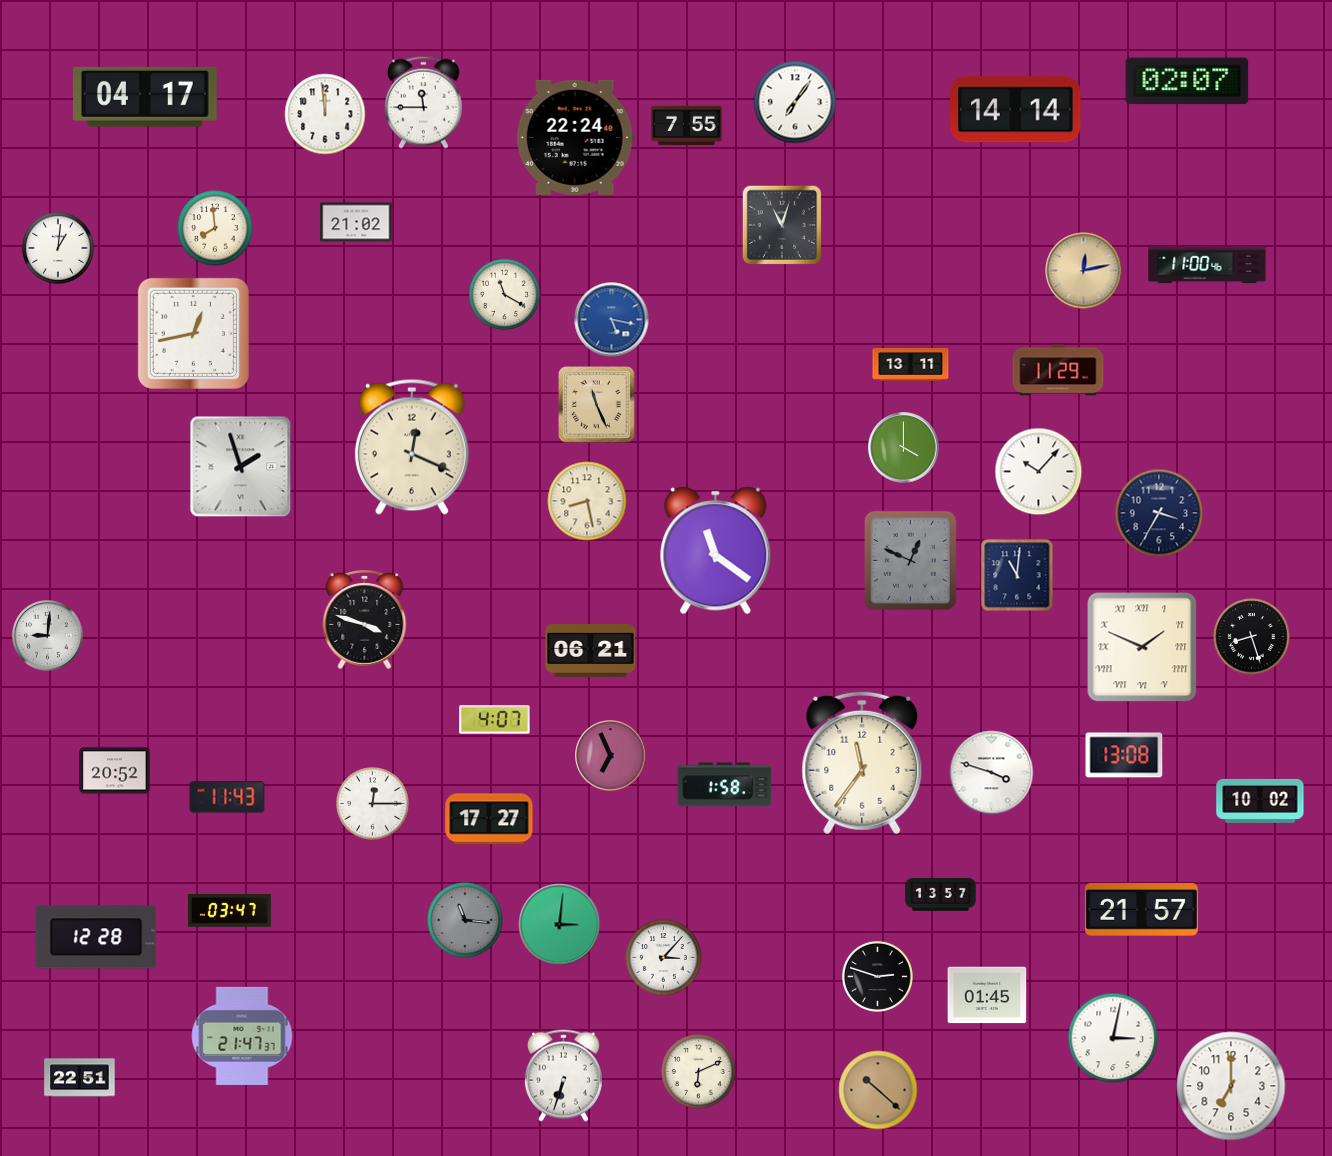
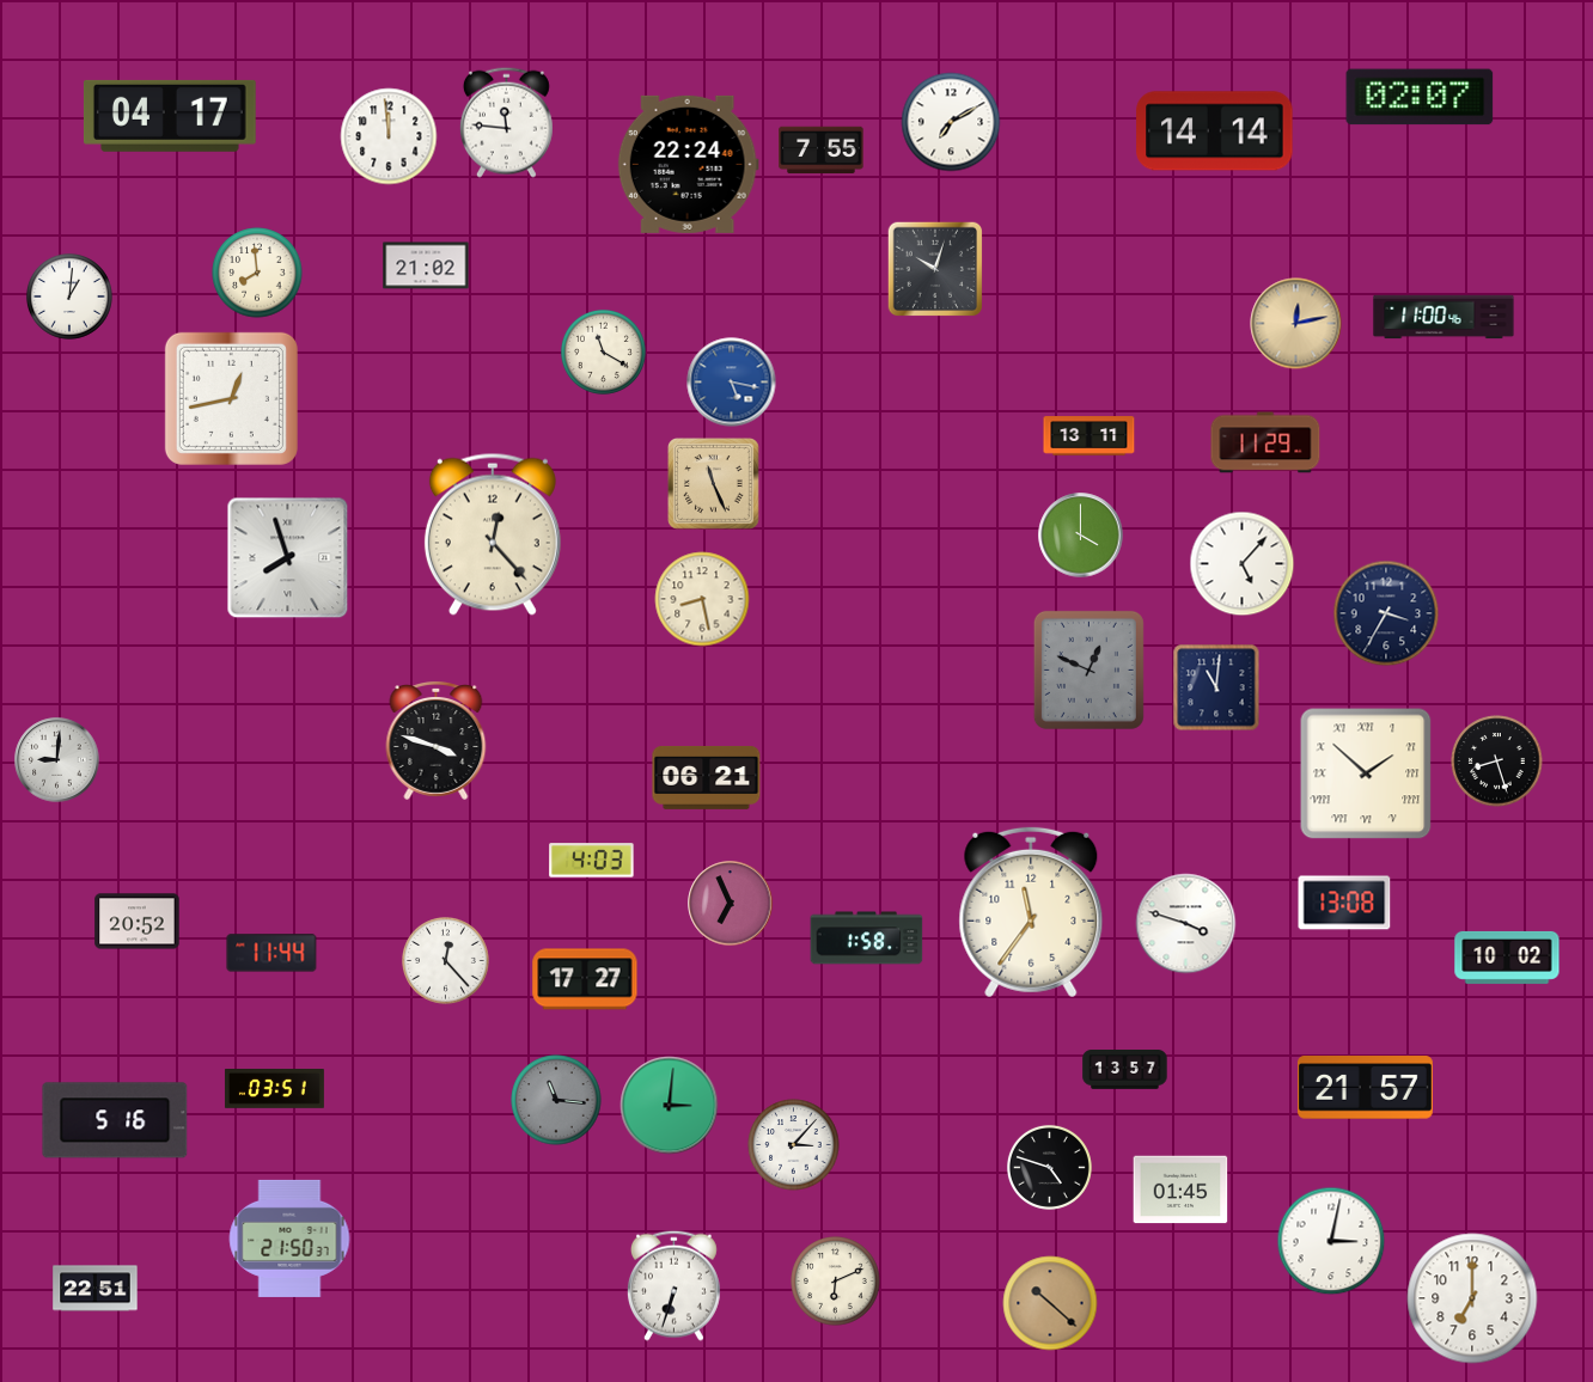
clock at (145, 97) position: (145, 97) -> (170, 116)
clock at (423, 102): 11:45 -> 11:46
clock at (795, 102): 7:06 -> 7:10
clock at (782, 225): 11:03 -> 10:03
clock at (412, 447): 12:19 -> 12:23
clock at (241, 467): 1:57 -> 7:57
clock at (1039, 472): 10:07 -> 5:07
clock at (716, 551): 11:21 -> none
clock at (1142, 647): 1:49 -> 1:52
clock at (495, 720): 4:07 -> 4:03
clock at (227, 797): 11:43 -> 11:44
clock at (373, 804): 12:15 -> 12:23
clock at (229, 911): 03:47 -> 03:51
clock at (96, 937): 12:28 -> 5:16
clock at (877, 976): 2:48 -> 4:48
clock at (242, 1036): 21:47 -> 21:50
